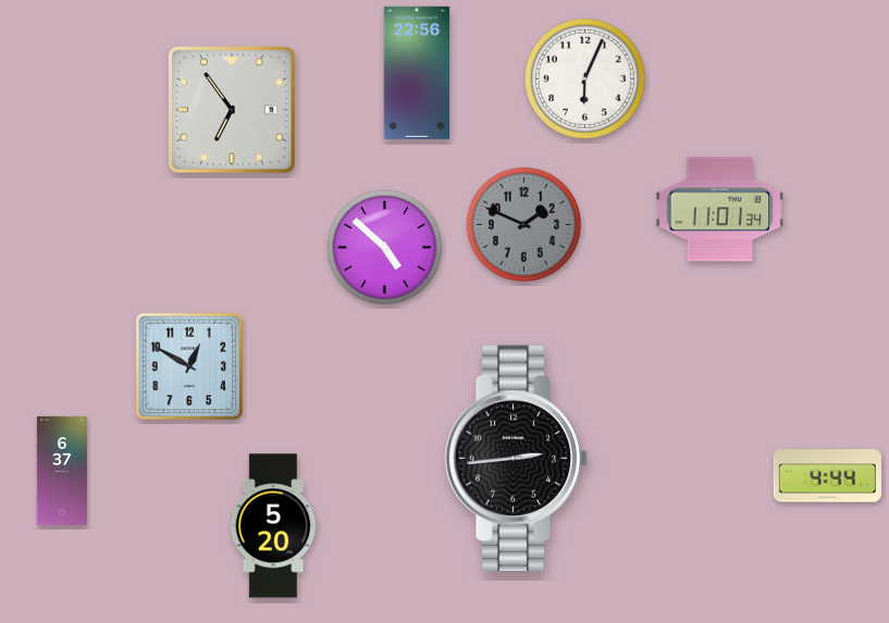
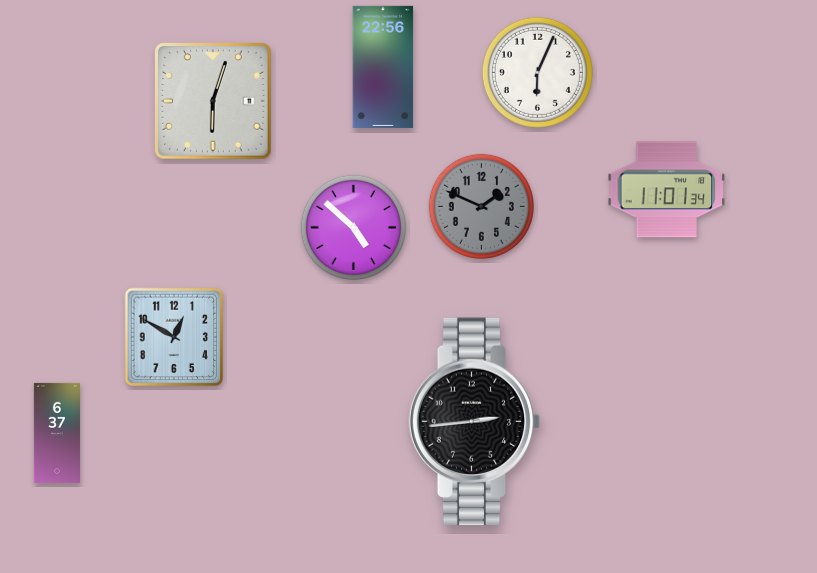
clock at (233, 111): 6:54 -> 6:03
clock at (720, 210) position: (720, 210) -> (667, 190)
clock at (827, 476): 4:44 -> none
clock at (273, 526): 5:20 -> none
